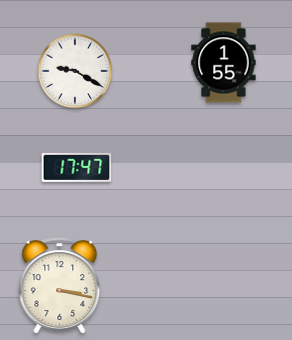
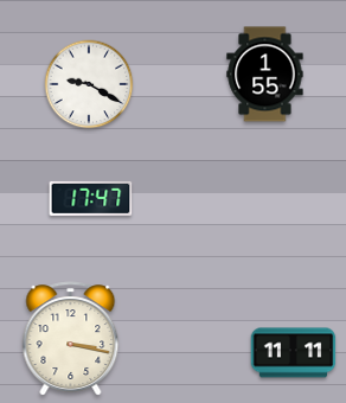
clock at (294, 353): none -> 11:11
